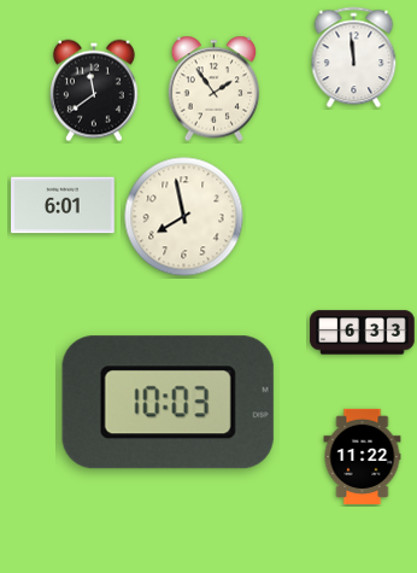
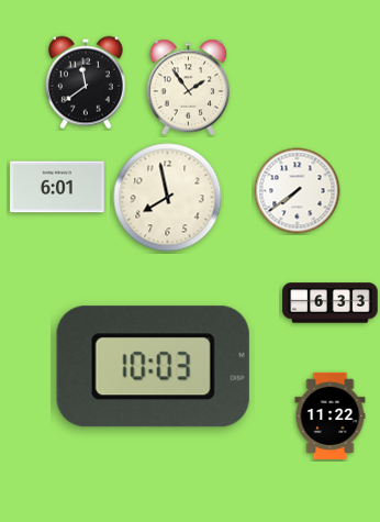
clock at (354, 58): 11:59 -> none
clock at (215, 89) position: (215, 89) -> (189, 88)
clock at (298, 191): none -> 7:39
